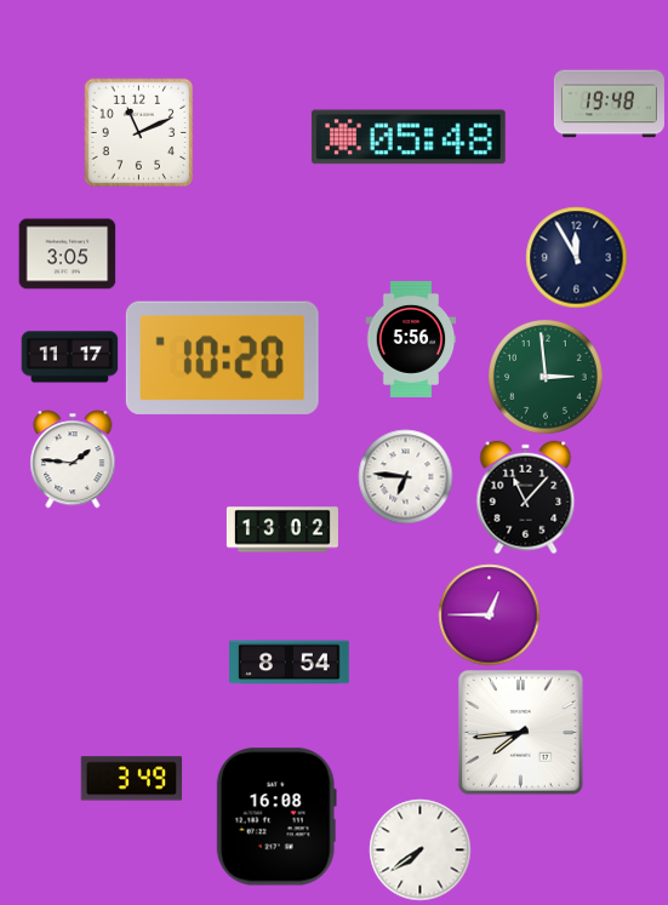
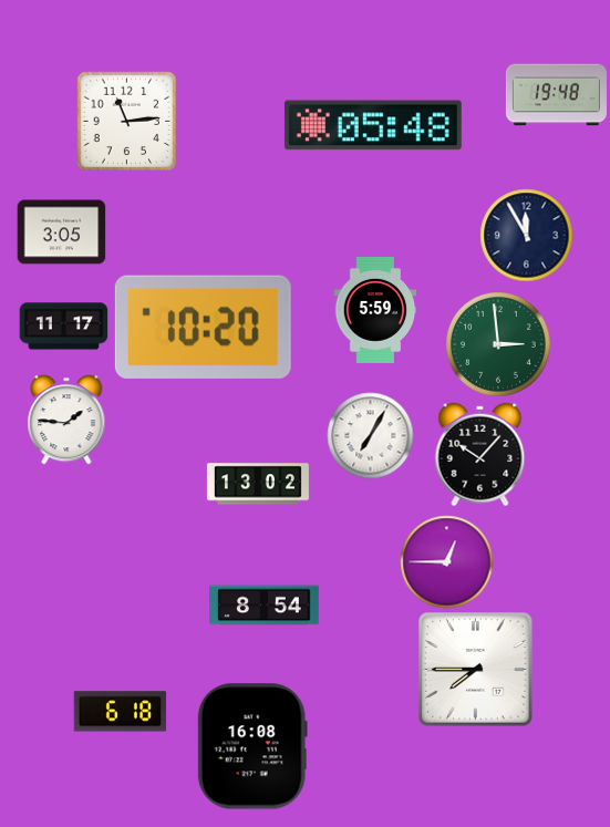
clock at (138, 132): 11:11 -> 11:14
clock at (411, 339): 5:56 -> 5:59
clock at (405, 476): 6:46 -> 7:05
clock at (526, 497): 11:07 -> 10:07
clock at (521, 733): 7:44 -> 7:45
clock at (131, 779): 3:49 -> 6:18
clock at (419, 849): 7:39 -> none
